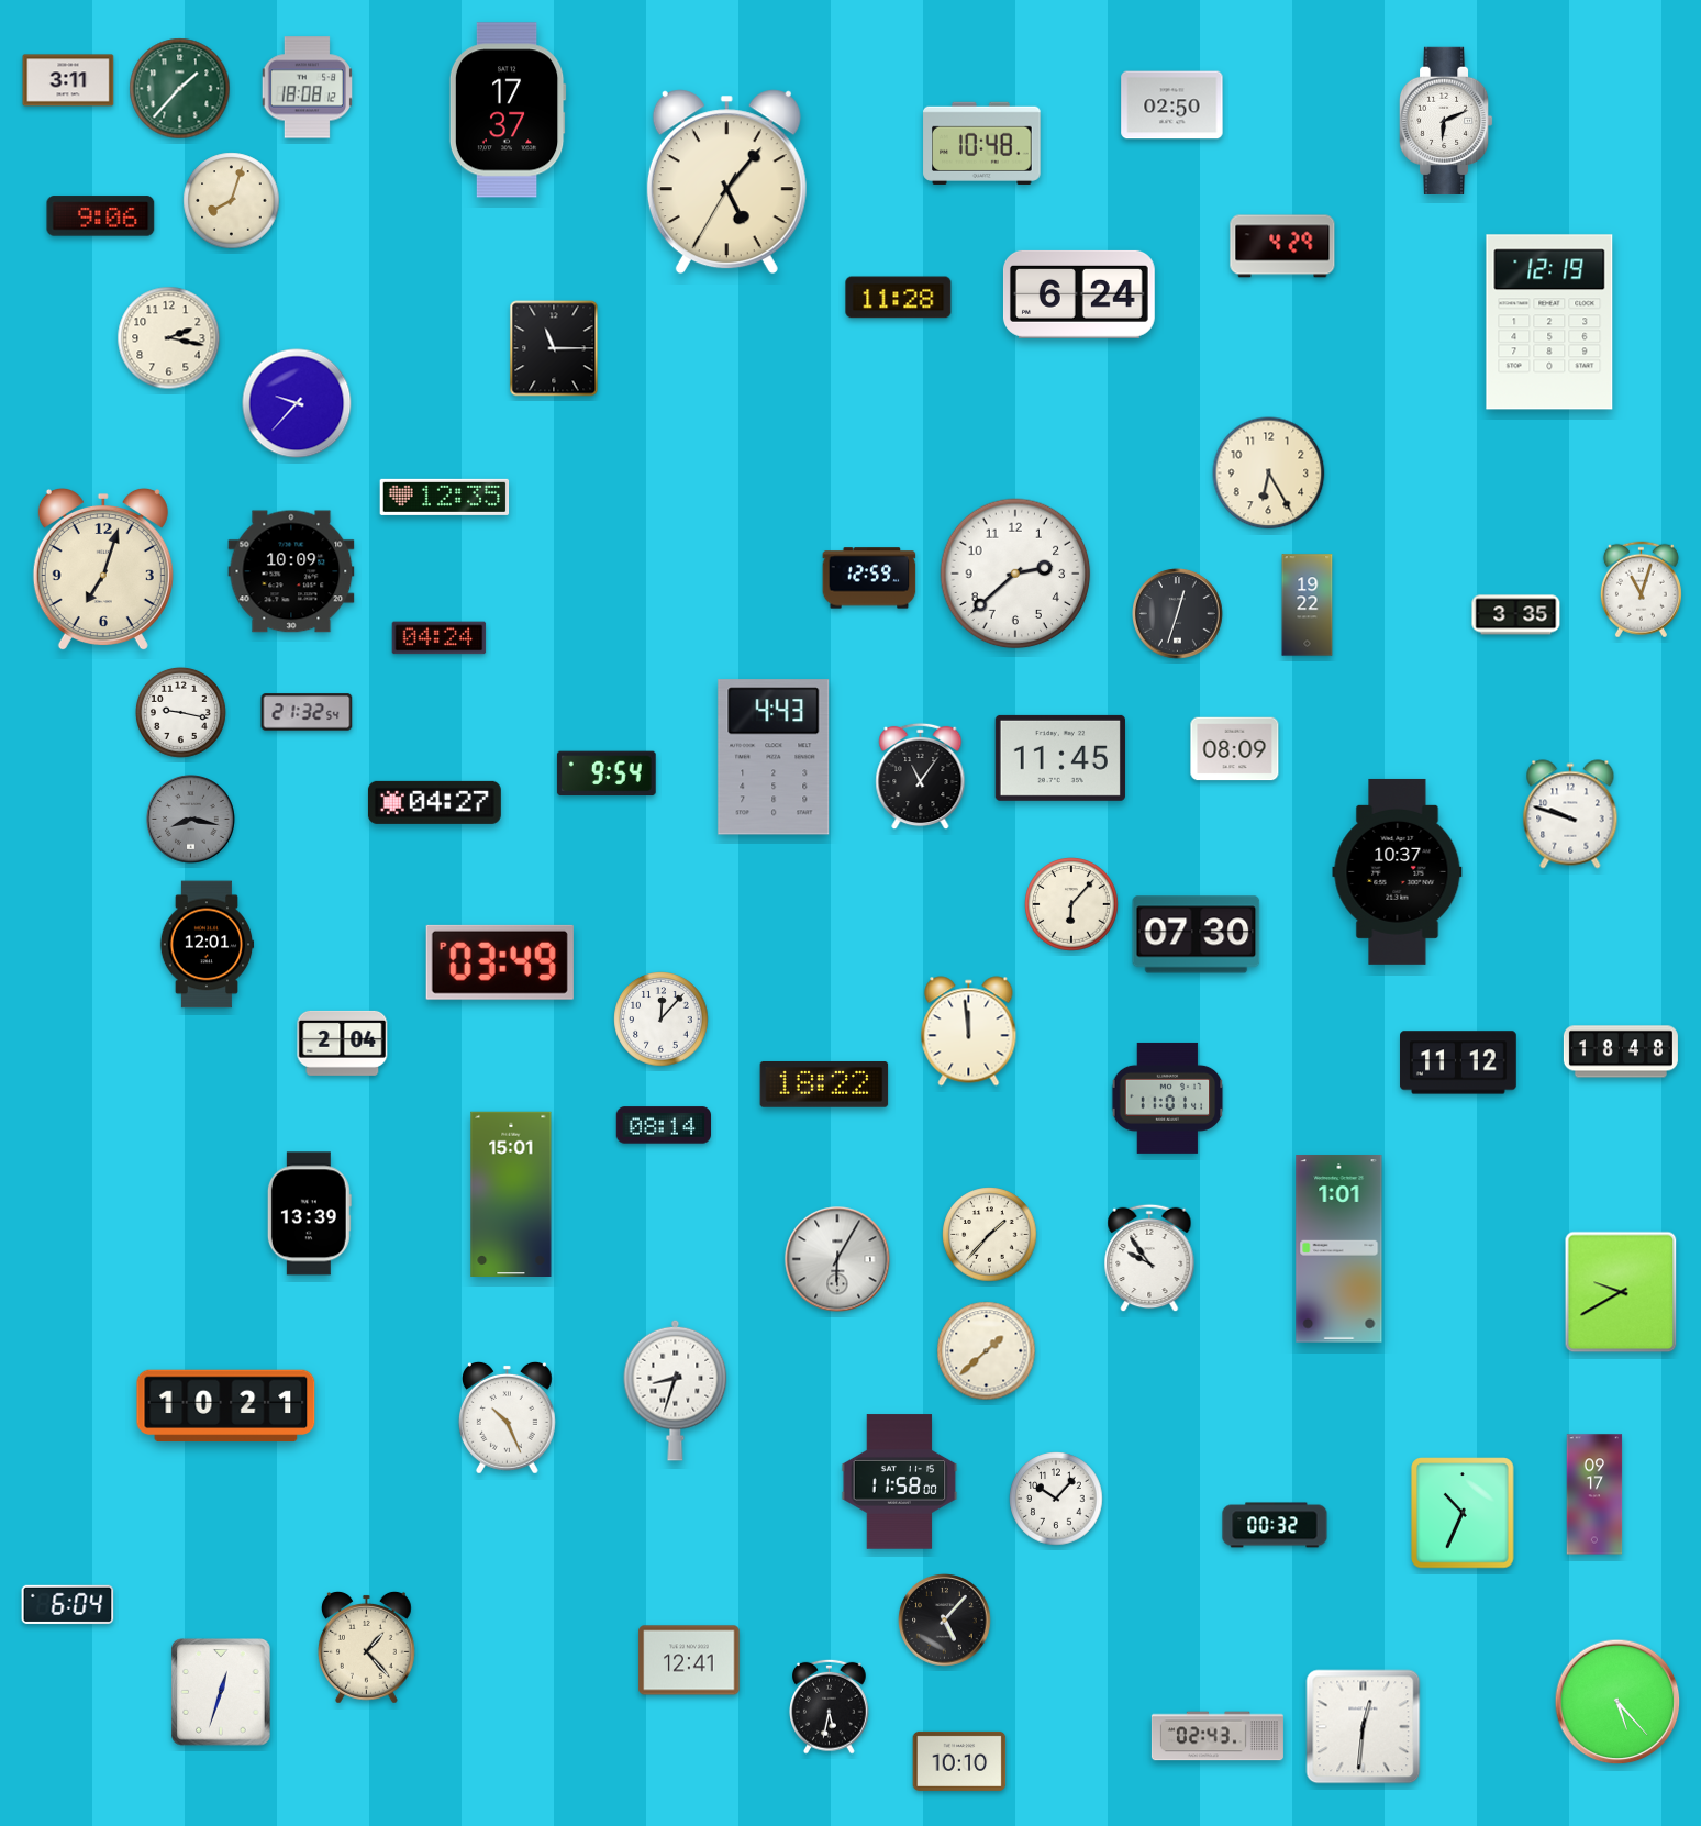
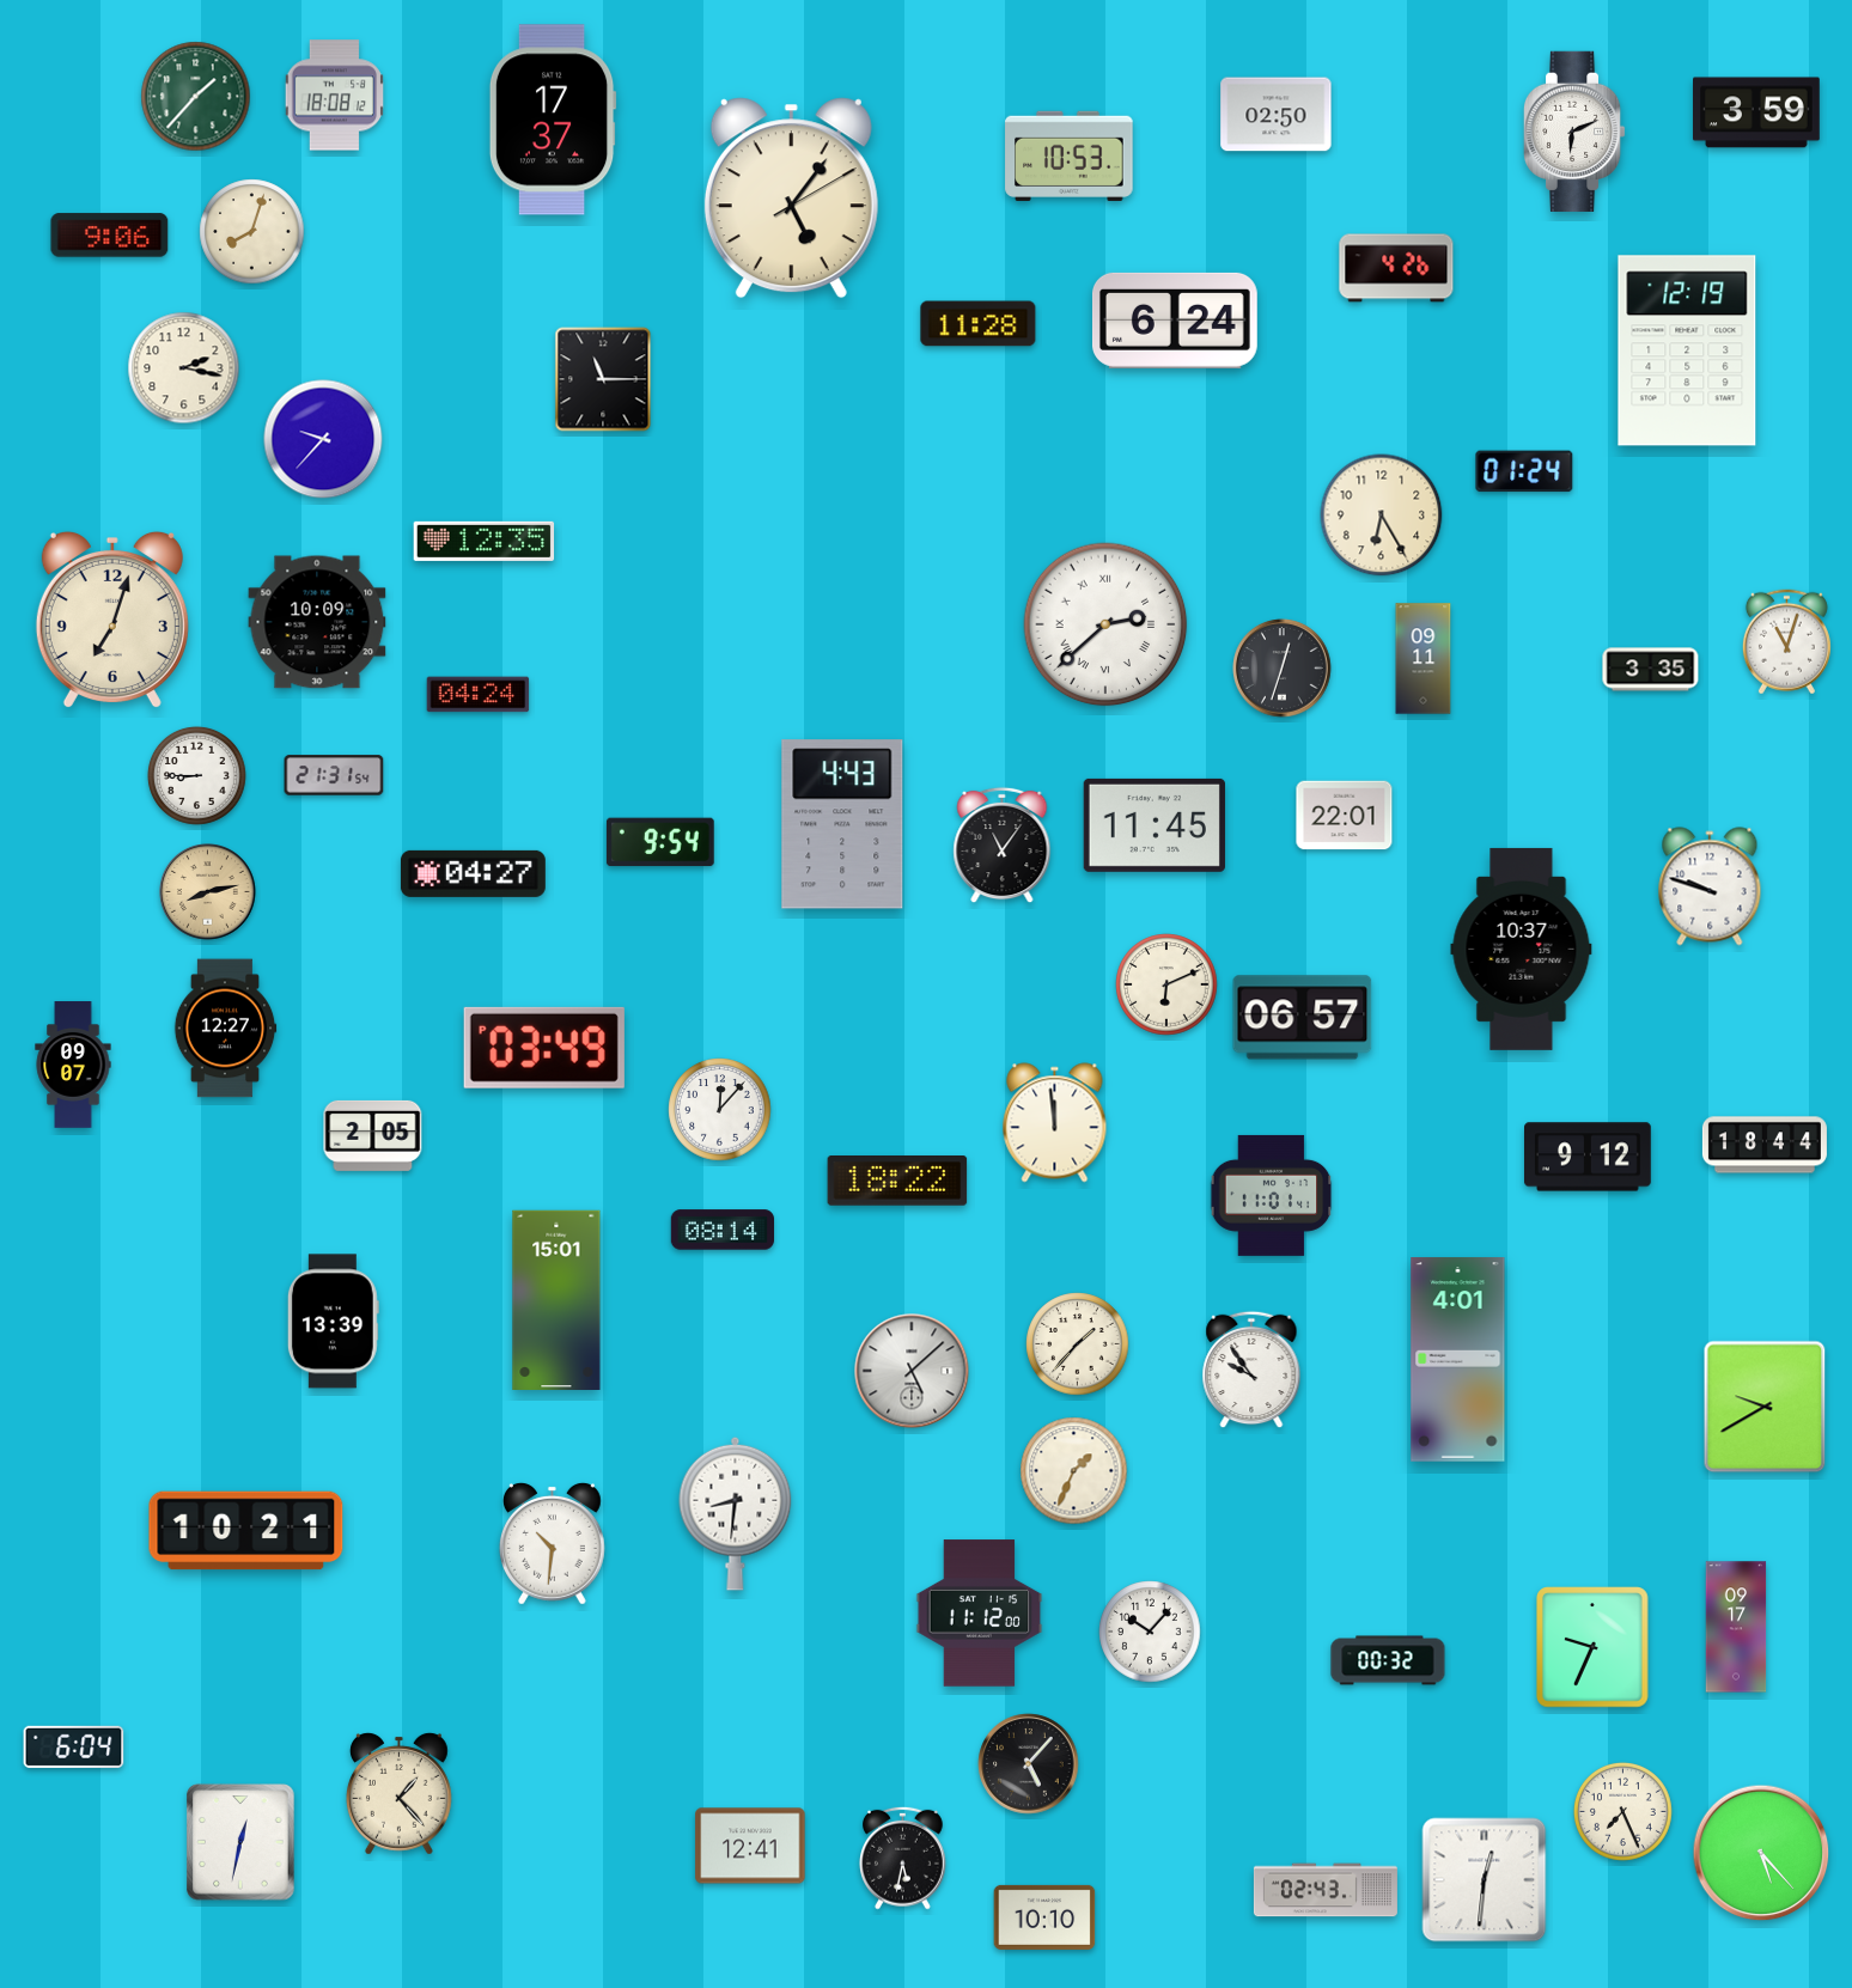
clock at (68, 80): 3:11 -> none
clock at (1757, 112): none -> 3:59
clock at (982, 143): 10:48 -> 10:53
clock at (726, 182): 5:06:35 -> 5:06:10
clock at (232, 201) position: (232, 201) -> (252, 232)
clock at (1282, 246): 4:29 -> 4:26
clock at (1524, 471): none -> 01:24
clock at (1015, 574) numerals: Arabic -> Roman
clock at (869, 578): 12:59 -> none
clock at (1308, 605): 19:22 -> 09:11
clock at (180, 712): 9:17 -> 8:45
clock at (307, 712): 21:32 -> 21:31
clock at (1235, 749): 08:09 -> 22:01
clock at (191, 820): 8:17 -> 8:13
clock at (191, 820) dial: grey -> champagne
clock at (1071, 904): 6:07 -> 6:11
clock at (1197, 935): 07:30 -> 06:57
clock at (207, 945): 12:01 -> 12:27
clock at (73, 1065): none -> 09:07
clock at (343, 1043): 2:04 -> 2:05
clock at (1621, 1051): 18:48 -> 18:44
clock at (1459, 1062): 11:12 -> 9:12
clock at (664, 1125) position: (664, 1125) -> (723, 1230)
clock at (309, 1214) position: (309, 1214) -> (333, 1322)
clock at (1339, 1249): 1:01 -> 4:01
clock at (837, 1259): 6:05 -> 5:08
clock at (987, 1351): 1:38 -> 1:34
clock at (676, 1390): 8:33 -> 8:31
clock at (507, 1417): 10:26 -> 10:31
clock at (900, 1482): 11:58 -> 11:12
clock at (1463, 1513): 10:34 -> 9:34
clock at (689, 1660) position: (689, 1660) -> (750, 1846)
clock at (1622, 1811): none -> 7:26
clock at (221, 1692): 12:33 -> 12:32
